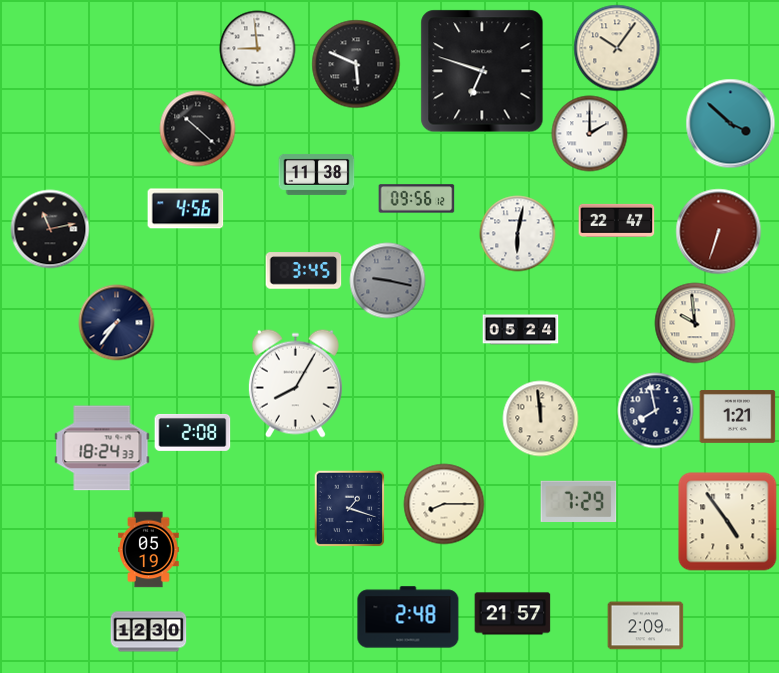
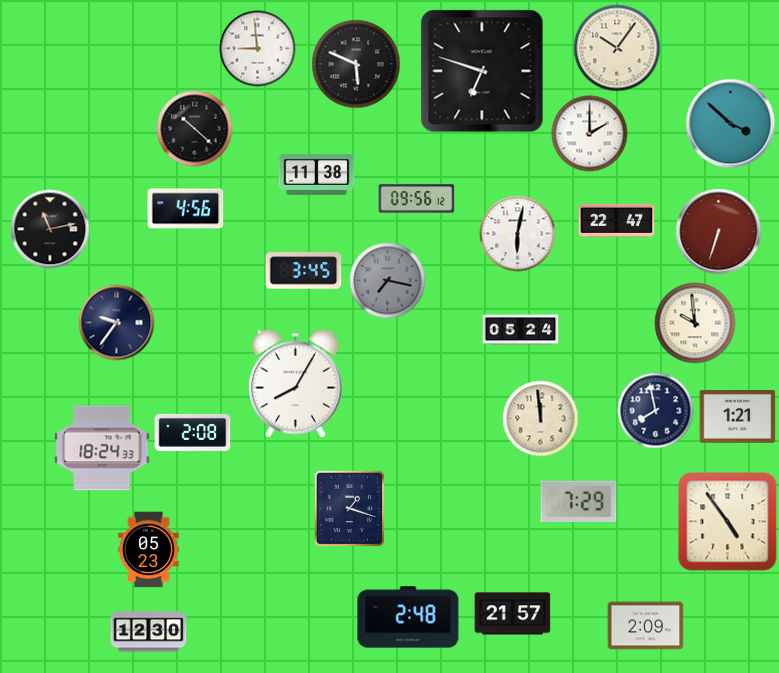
clock at (198, 129) position: (198, 129) -> (195, 129)
clock at (388, 281): 9:17 -> 7:17
clock at (117, 323): 7:36 -> 9:36
clock at (444, 504): 8:15 -> none
clock at (149, 550): 05:19 -> 05:23
